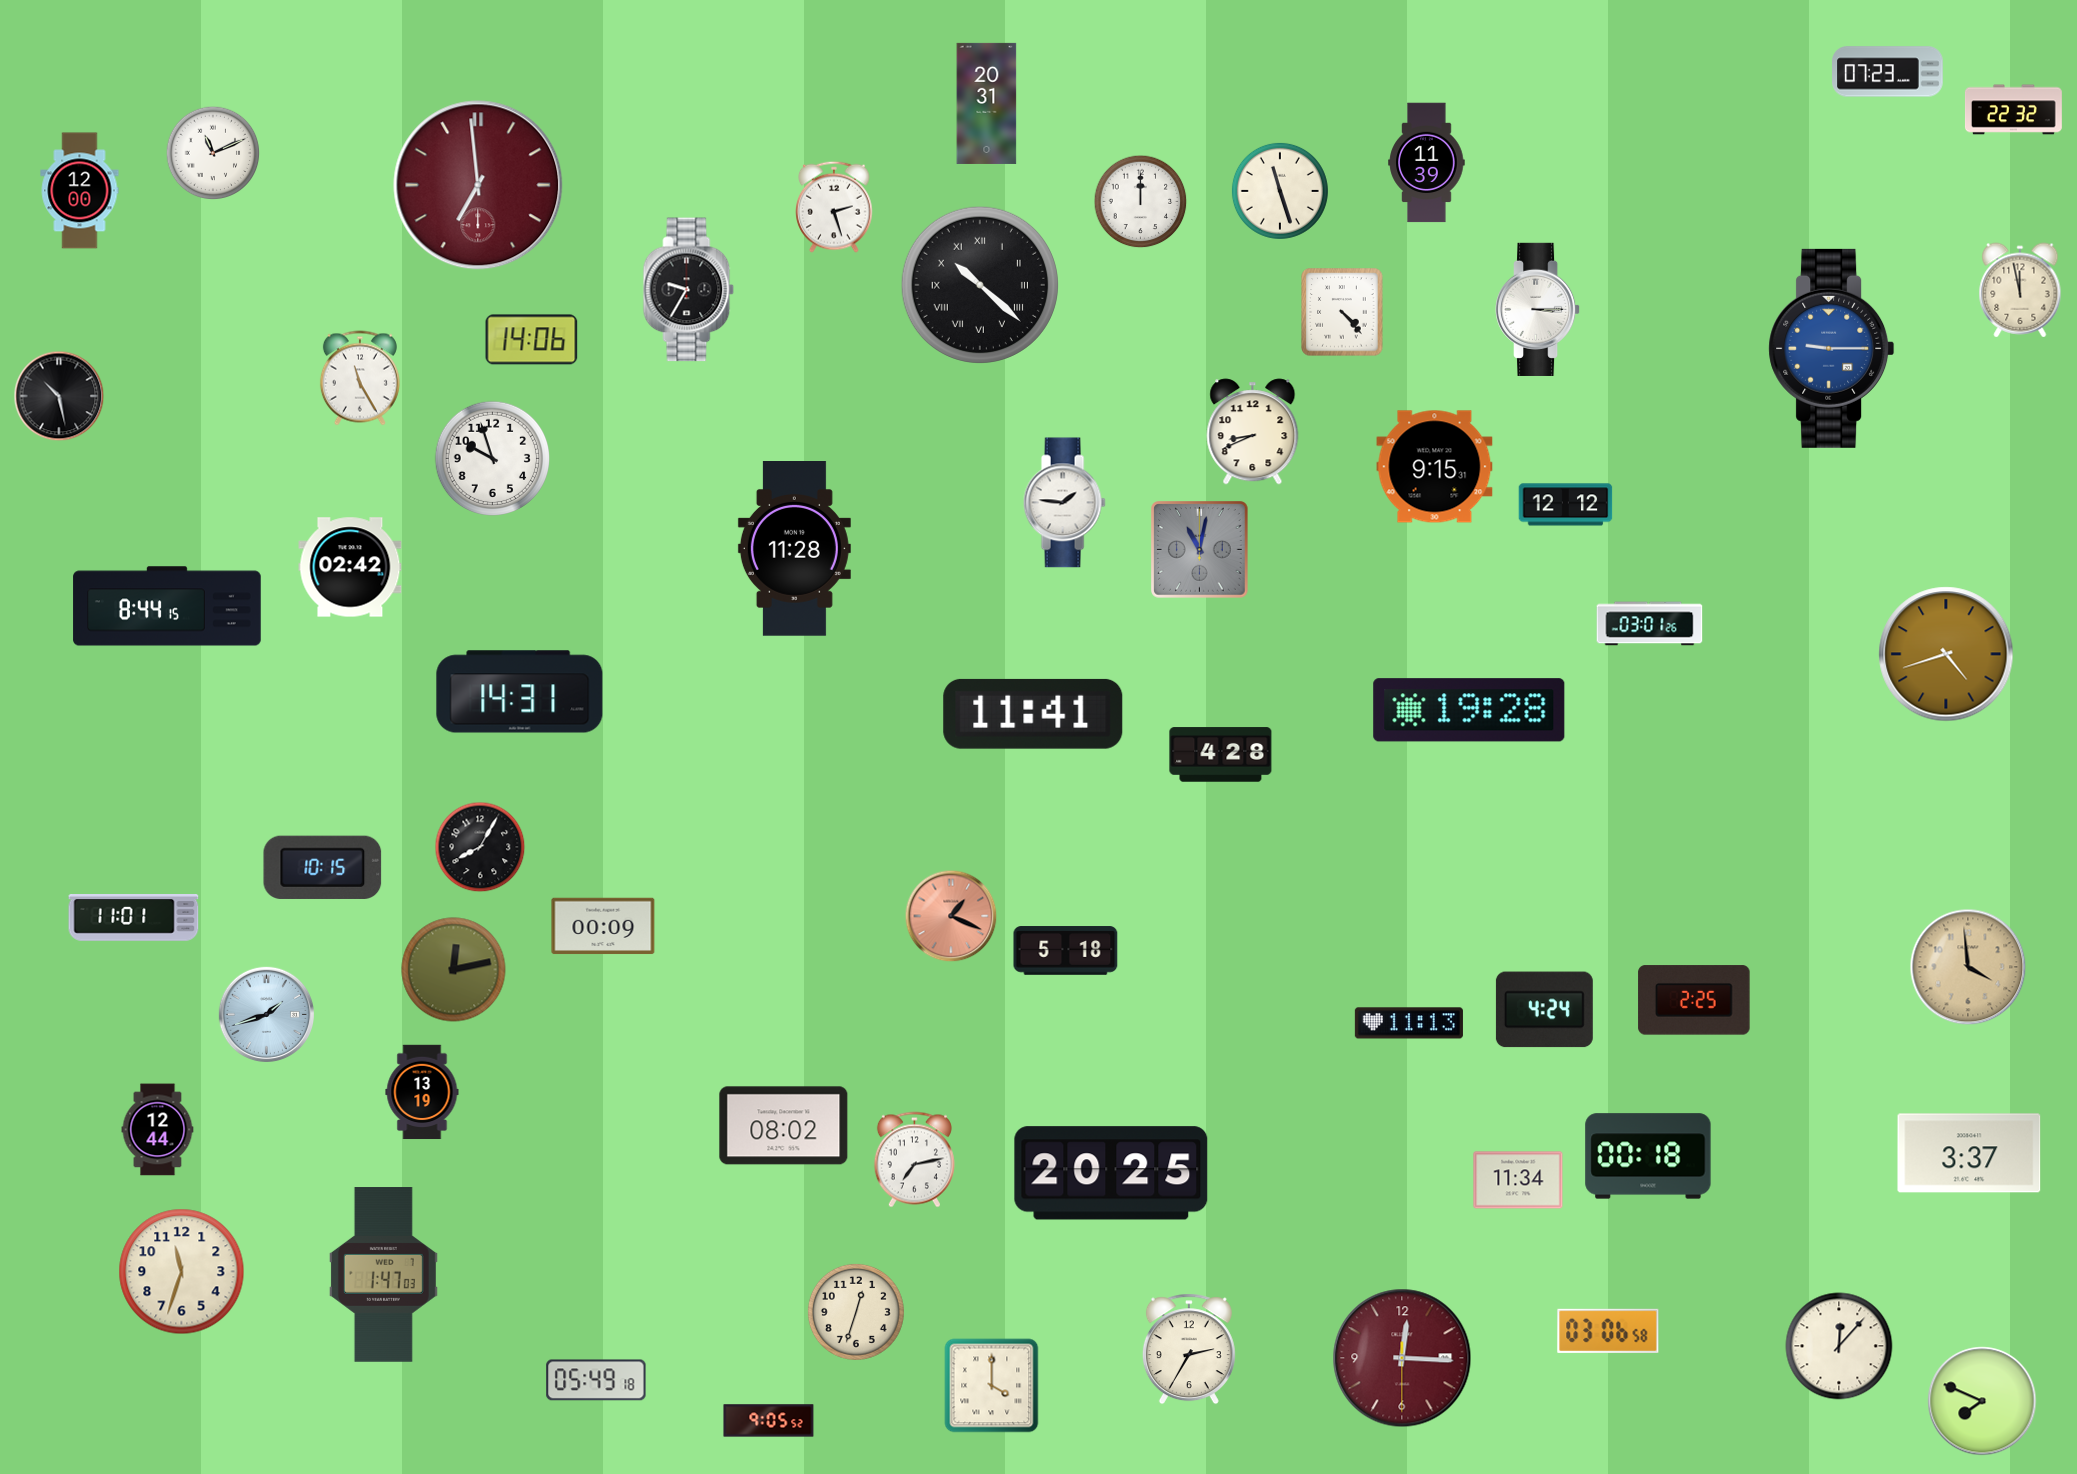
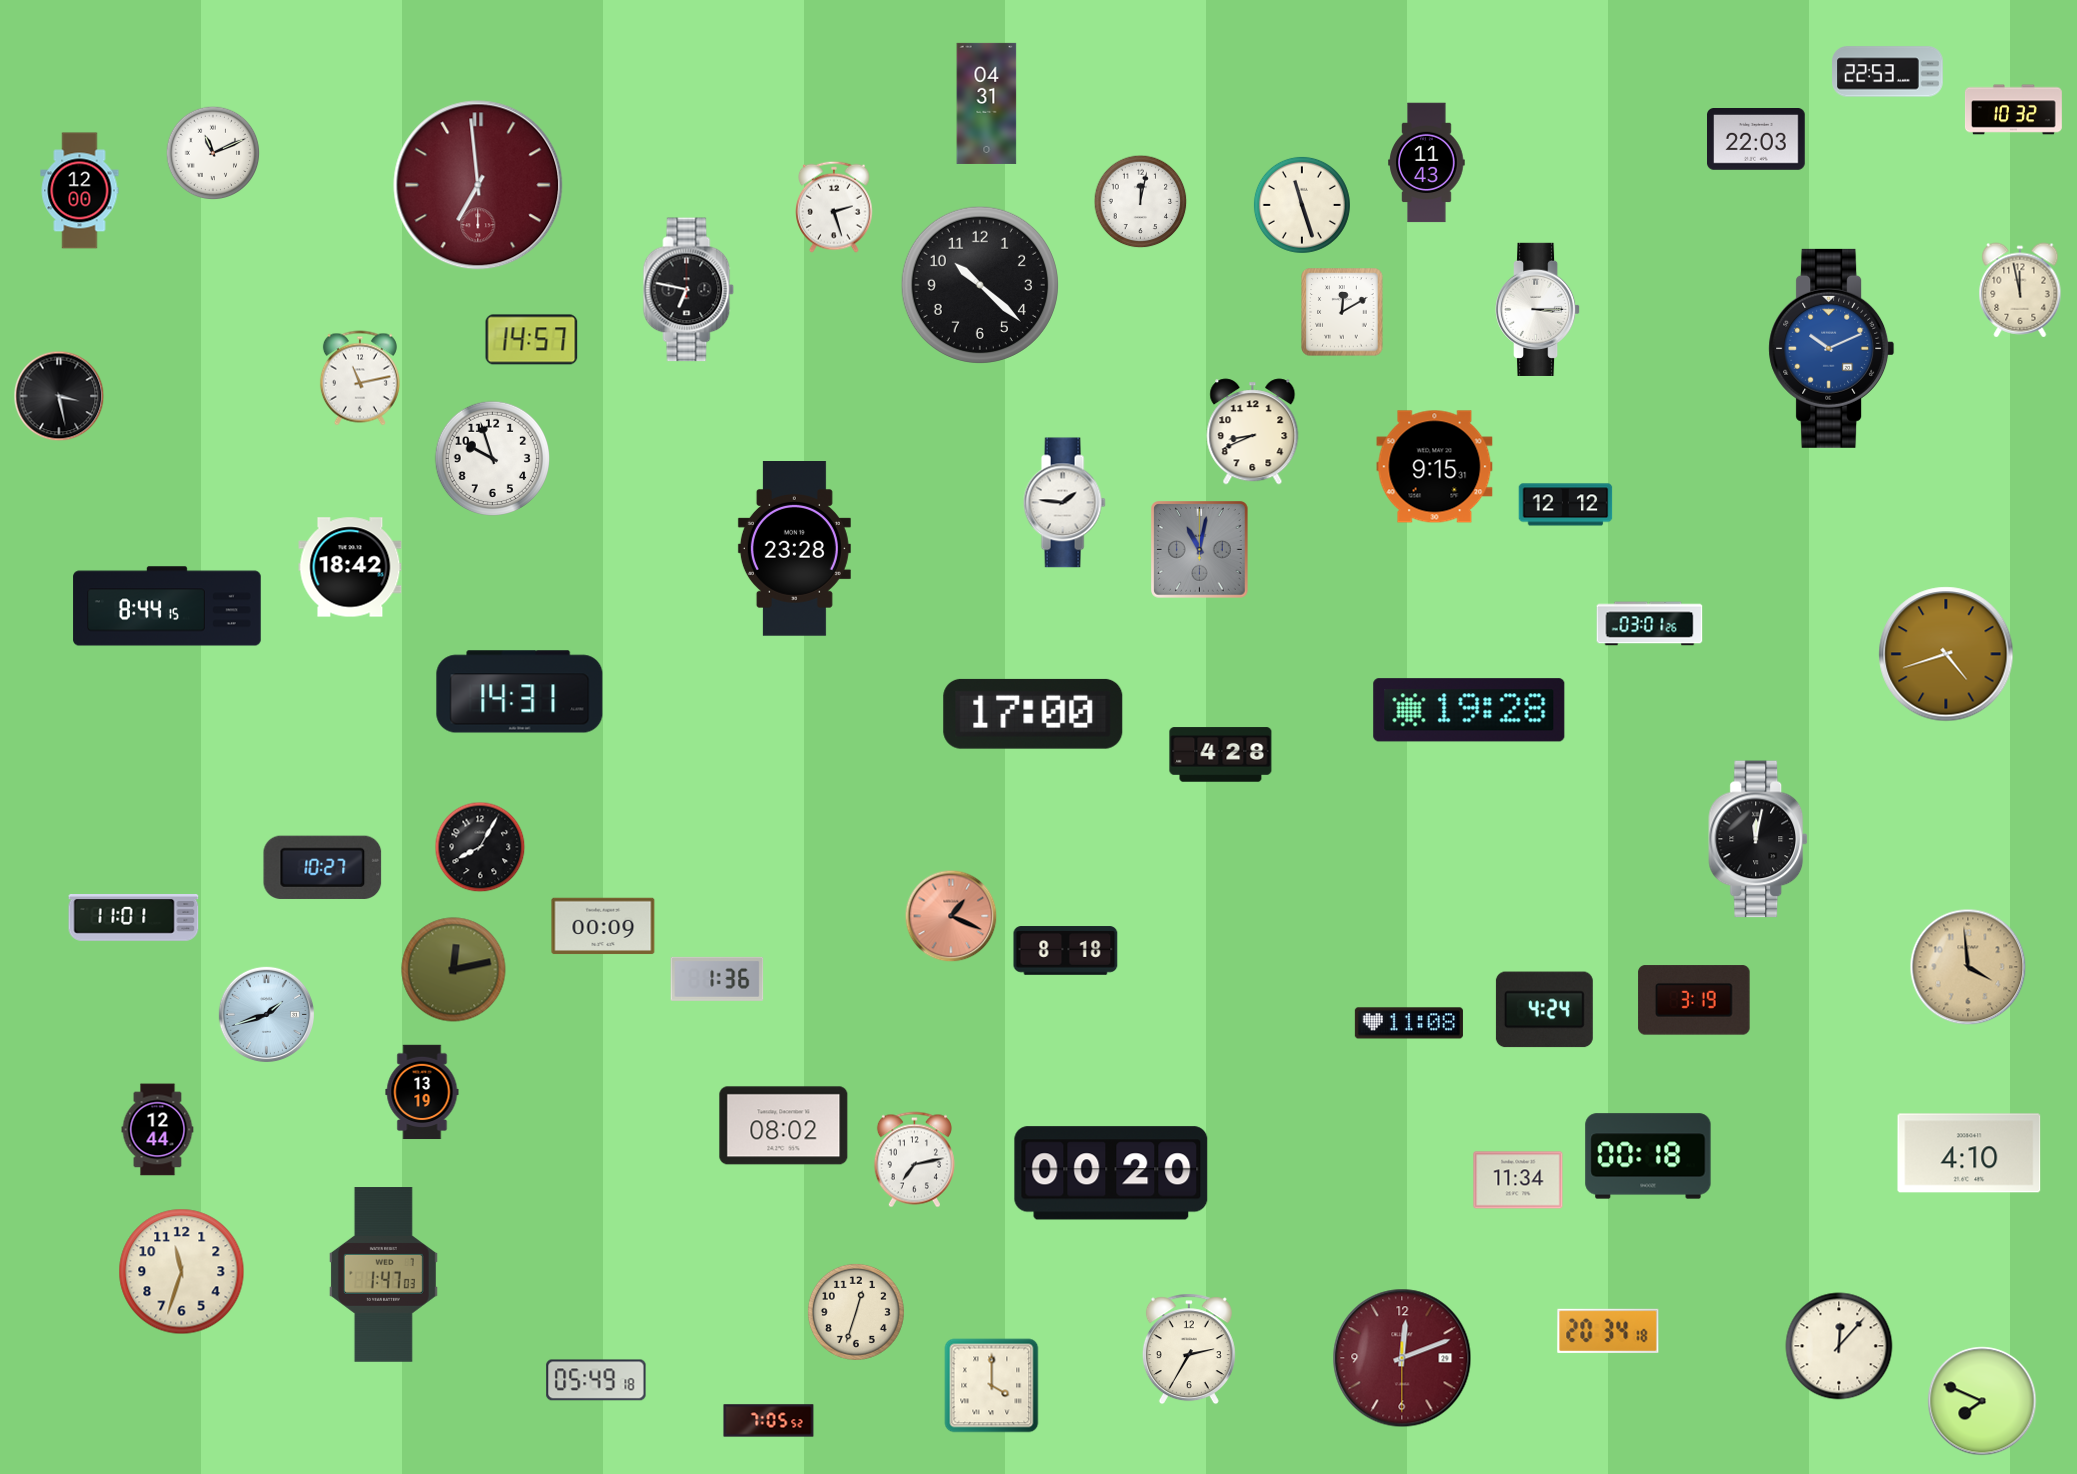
clock at (1888, 72): 07:23 -> 22:53
clock at (987, 103): 20:31 -> 04:31
clock at (2013, 110): 22:32 -> 10:32
clock at (1756, 140): none -> 22:03
clock at (1427, 163): 11:39 -> 11:43
clock at (1280, 191) position: (1280, 191) -> (1302, 205)
clock at (1141, 202): 12:00 -> 12:02
clock at (980, 285) numerals: Roman -> Arabic
clock at (689, 290): 9:35 -> 6:47
clock at (1342, 312): 4:23 -> 12:10
clock at (532, 340): 14:06 -> 14:57
clock at (1832, 348): 9:15 -> 10:11
clock at (360, 378): 11:25 -> 11:13
clock at (59, 396): 10:28 -> 3:28
clock at (794, 549): 11:28 -> 23:28
clock at (350, 567): 02:42 -> 18:42
clock at (1033, 714): 11:41 -> 17:00
clock at (1759, 839): none -> 12:02
clock at (323, 867): 10:15 -> 10:27
clock at (1066, 951): 5:18 -> 8:18
clock at (717, 979): none -> 1:36
clock at (1694, 1000): 2:25 -> 3:19
clock at (1409, 1023): 11:13 -> 11:08
clock at (1969, 1153): 3:37 -> 4:10
clock at (1111, 1173): 20:25 -> 00:20
clock at (1608, 1331): 03:06 -> 20:34
clock at (1402, 1358): 12:15 -> 12:11
clock at (769, 1421): 9:05 -> 7:05
